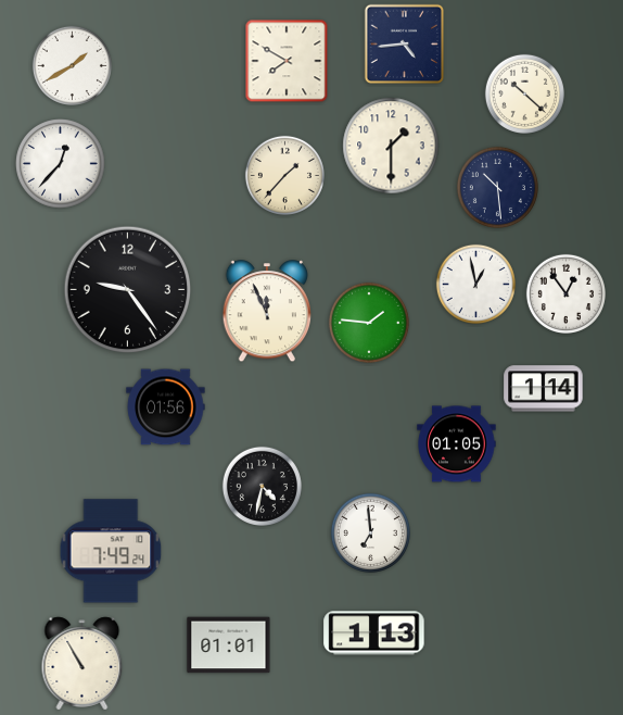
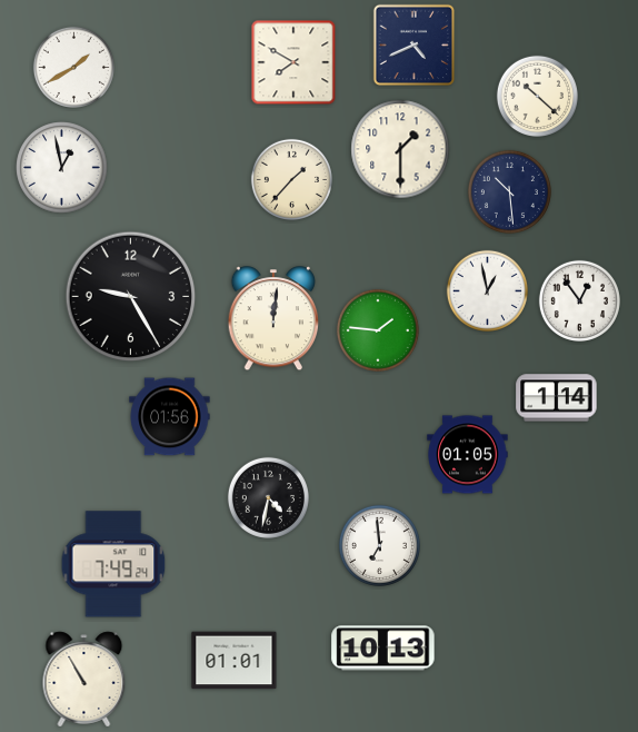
clock at (405, 45): 4:44 -> 4:41
clock at (61, 164): 12:37 -> 12:58
clock at (128, 290): 9:24 -> 9:25
clock at (266, 312): 11:56 -> 12:01
clock at (374, 634): 1:13 -> 10:13
